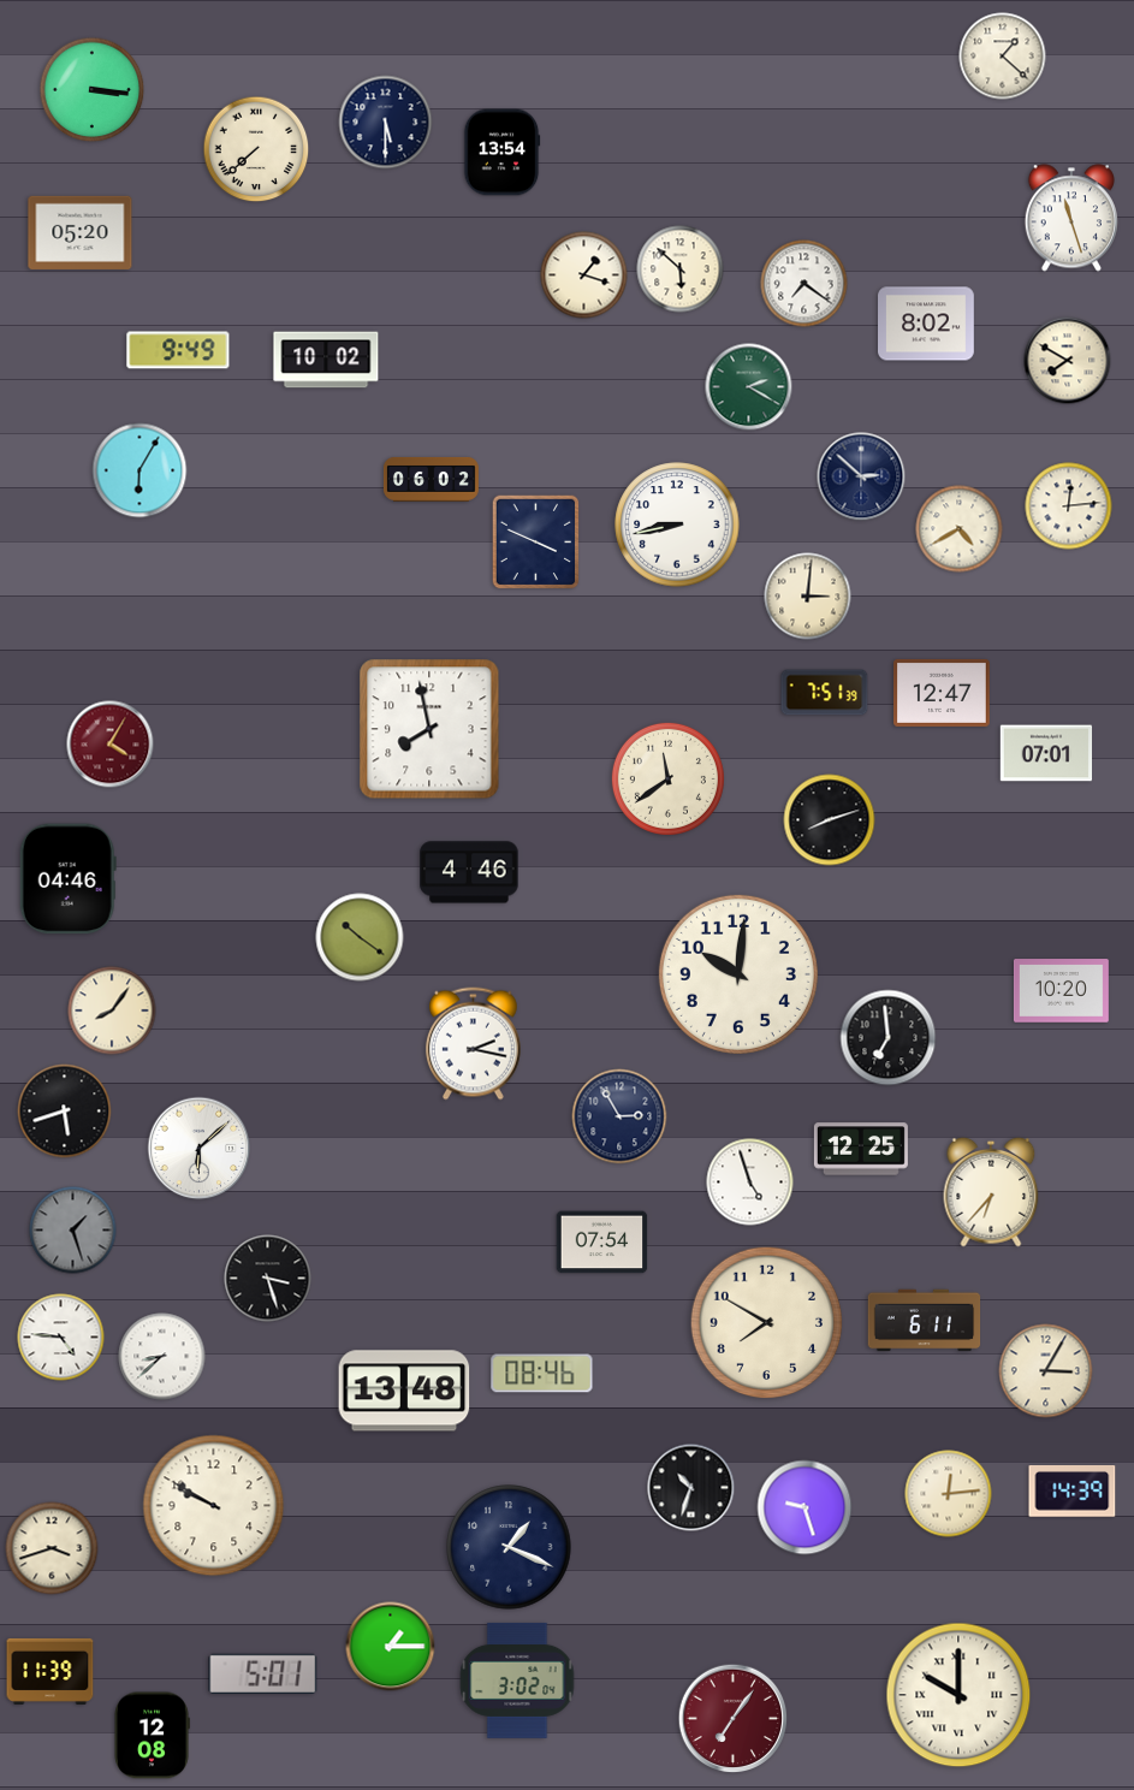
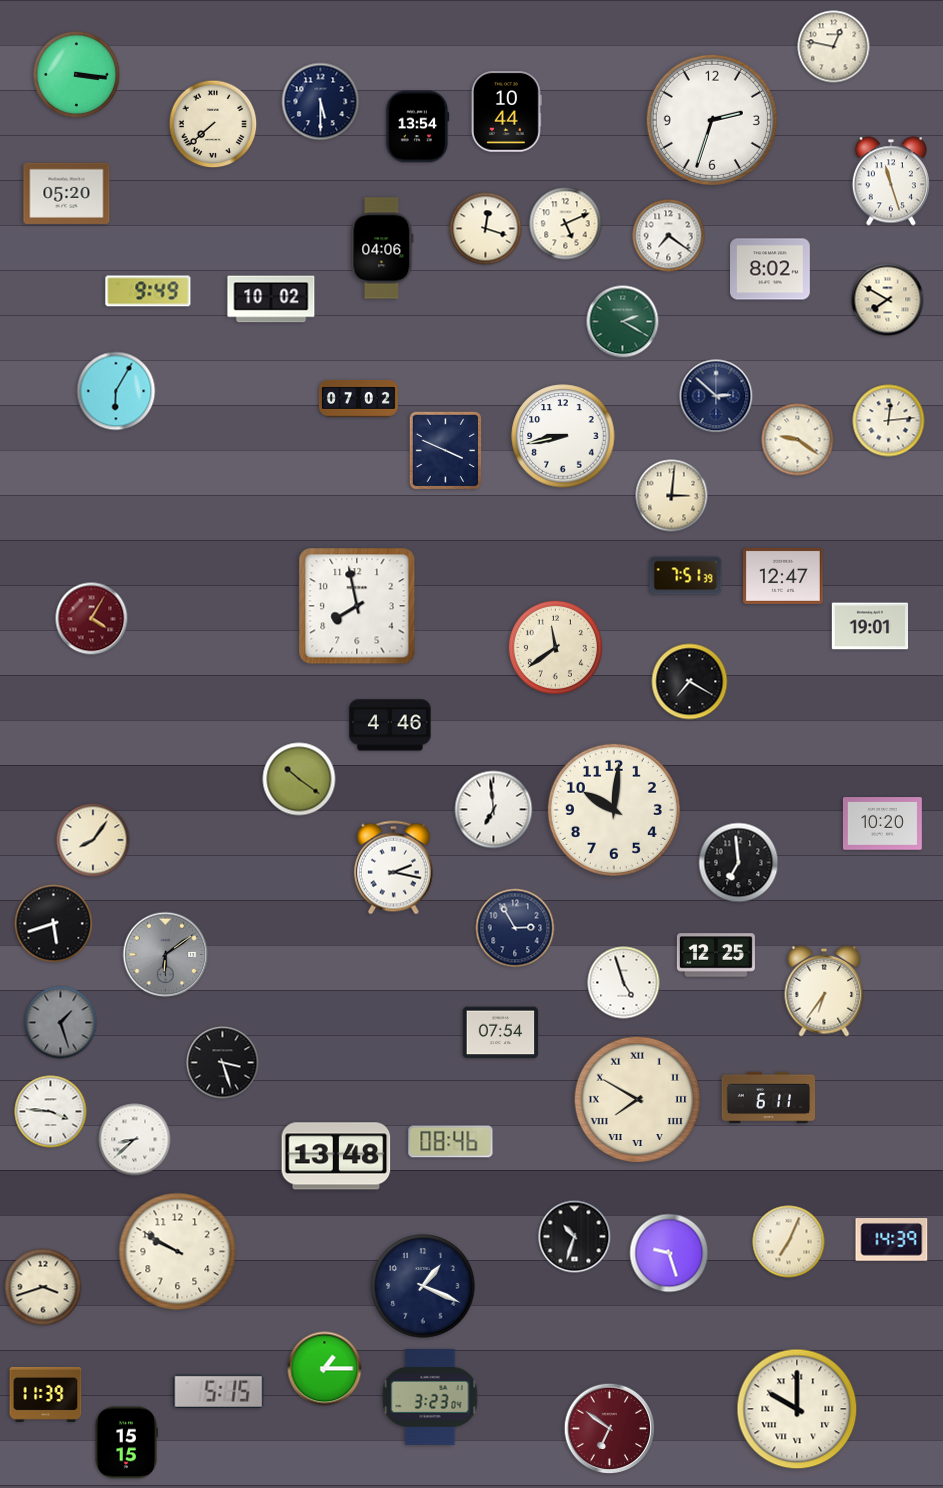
clock at (1003, 57): 1:22 -> 12:47
clock at (506, 112): none -> 10:44
clock at (712, 120): none -> 2:33
clock at (681, 269): 5:52 -> 5:11
clock at (584, 275): 1:18 -> 12:18
clock at (382, 248): none -> 04:06
clock at (431, 479): 06:02 -> 07:02
clock at (960, 529): 4:40 -> 9:21
clock at (1046, 753): 07:01 -> 19:01
clock at (830, 820): 8:12 -> 7:20
clock at (67, 879): 04:46 -> none
clock at (494, 810): none -> 6:59
clock at (200, 1149): 6:08 -> 6:09
clock at (200, 1149) dial: white -> grey
clock at (991, 1192): 6:37 -> 6:36
clock at (767, 1323) numerals: Arabic -> Roman
clock at (61, 1338): 4:46 -> 3:46
clock at (162, 1357) position: (162, 1357) -> (135, 1140)
clock at (1046, 1371): 3:05 -> none
clock at (949, 1494): 12:14 -> 7:04
clock at (51, 1671) position: (51, 1671) -> (46, 1394)
clock at (263, 1673): 5:01 -> 5:15
clock at (517, 1681): 3:02 -> 3:23
clock at (734, 1719): 7:06 -> 6:51
clock at (152, 1736): 12:08 -> 15:15
